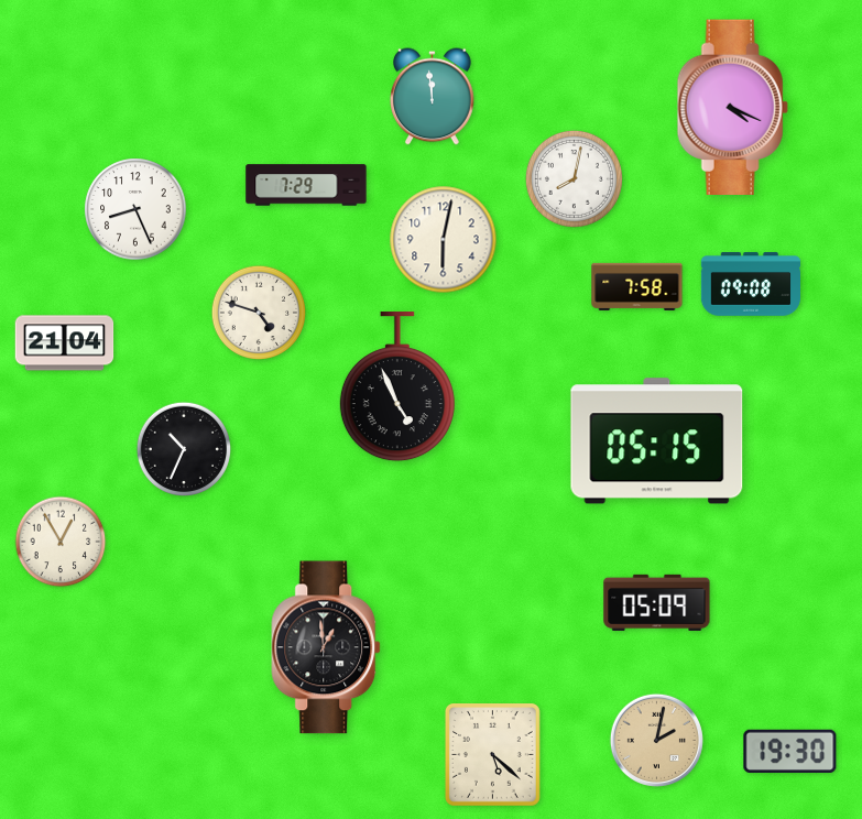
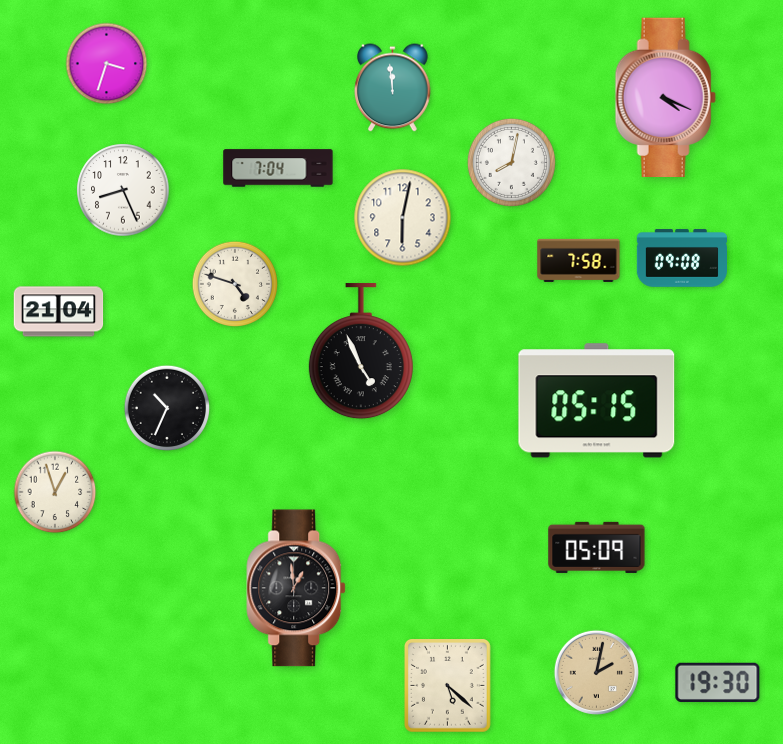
clock at (107, 64): none -> 3:33
clock at (574, 178) position: (574, 178) -> (511, 162)
clock at (306, 185): 7:29 -> 7:04
clock at (61, 542): 12:55 -> 12:57
